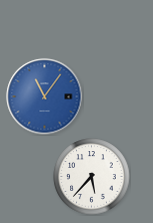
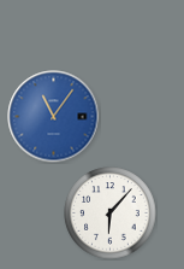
clock at (92, 177): 5:37 -> 6:07
